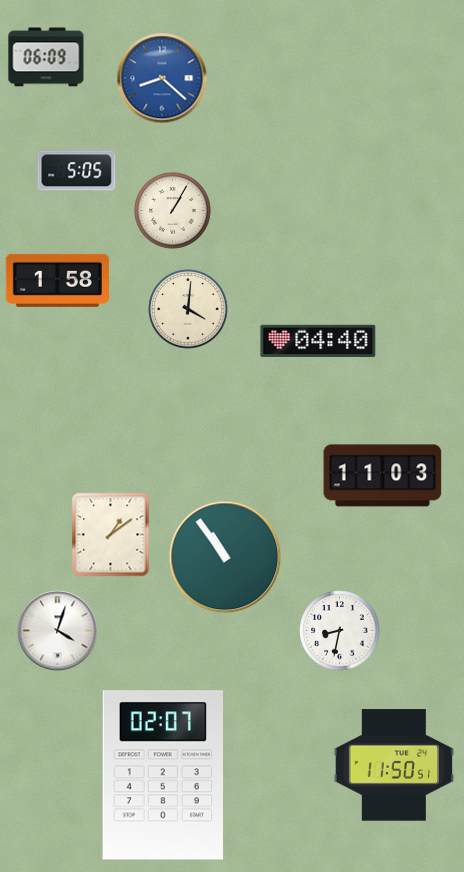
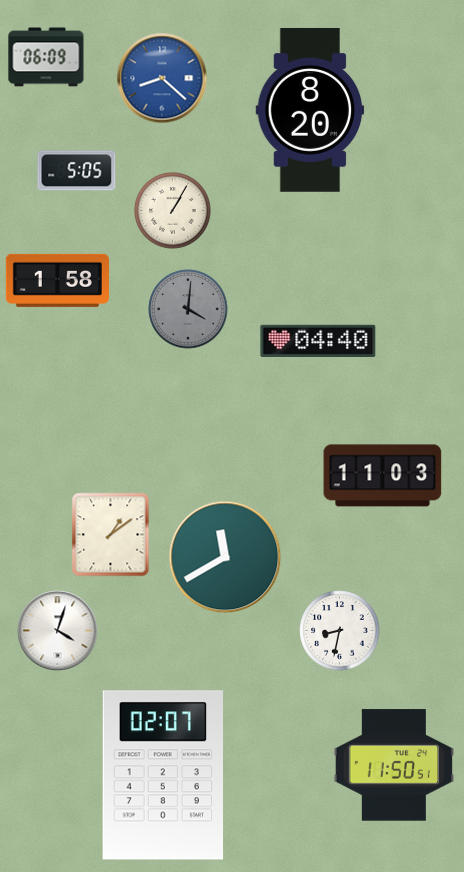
clock at (310, 110): none -> 8:20
clock at (188, 309) dial: cream -> grey
clock at (225, 557): 10:54 -> 11:40
